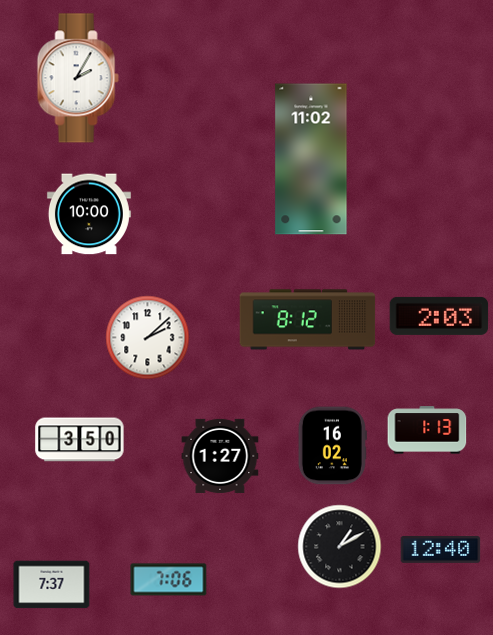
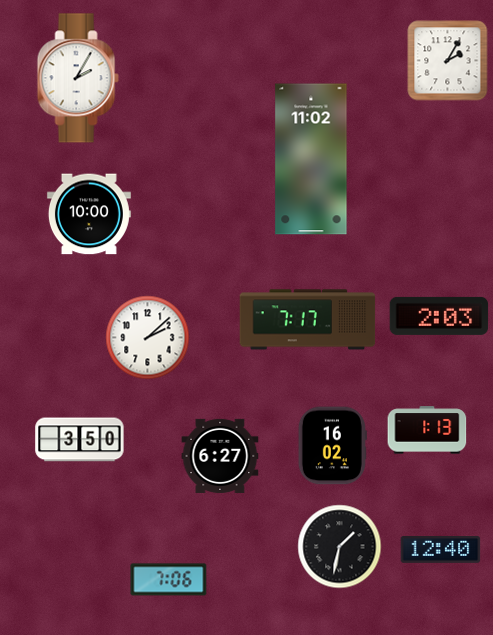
clock at (448, 61): none -> 2:05
clock at (308, 320): 8:12 -> 7:17
clock at (220, 456): 1:27 -> 6:27
clock at (340, 547): 1:10 -> 1:32
clock at (52, 585): 7:37 -> none
